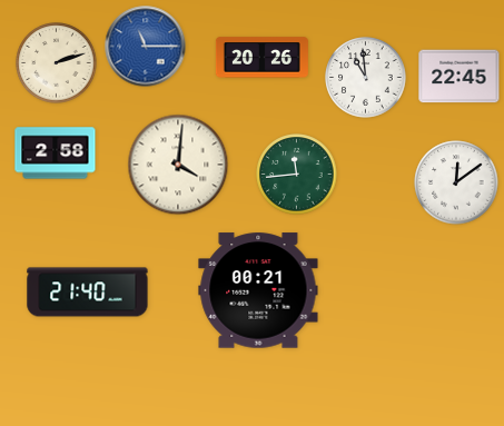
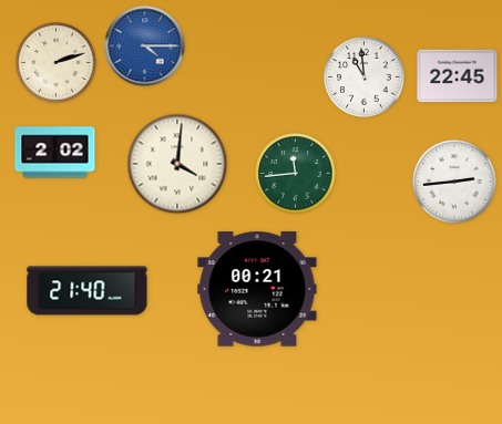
clock at (146, 47): 11:15 -> 4:15
clock at (261, 58): 20:26 -> none
clock at (56, 153): 2:58 -> 2:02
clock at (456, 182): 12:09 -> 2:44
